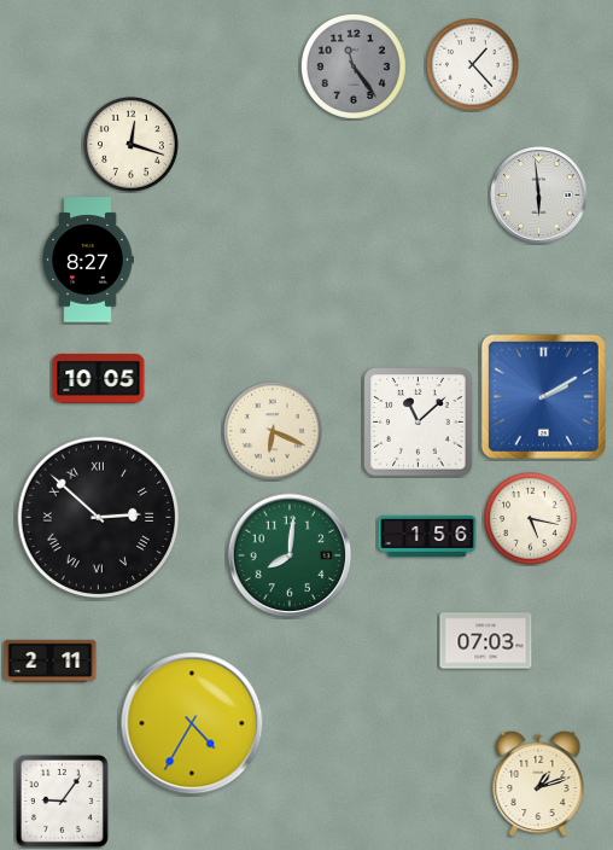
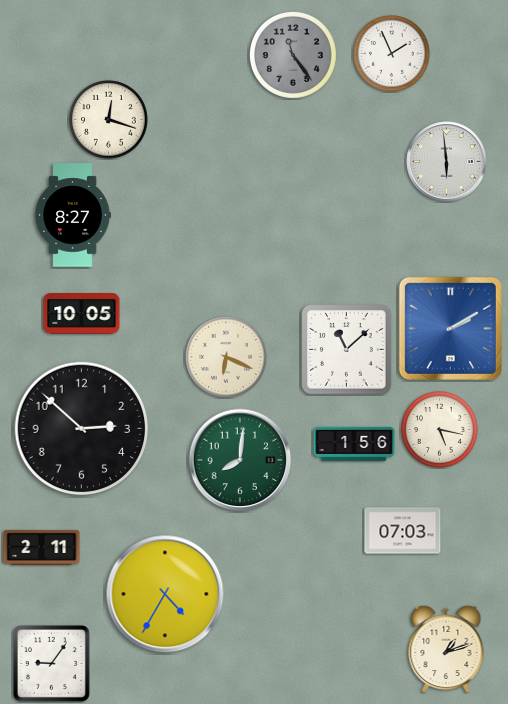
clock at (473, 65): 1:23 -> 1:56
clock at (99, 518) numerals: Roman -> Arabic
clock at (192, 723) position: (192, 723) -> (165, 594)
